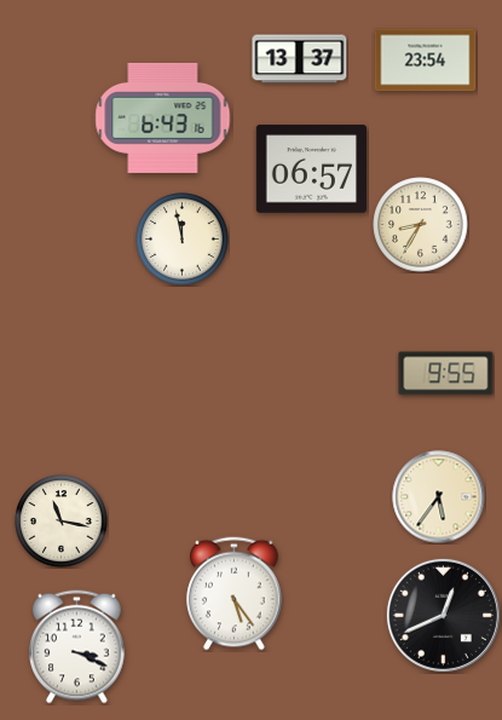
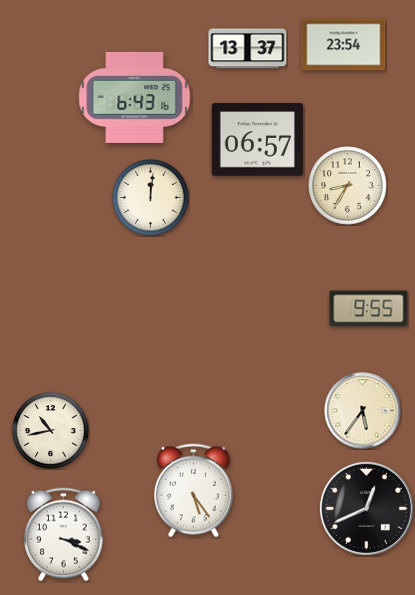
clock at (426, 61) position: (426, 61) -> (344, 45)
clock at (183, 240): 11:58 -> 12:01
clock at (62, 522): 11:17 -> 10:43
